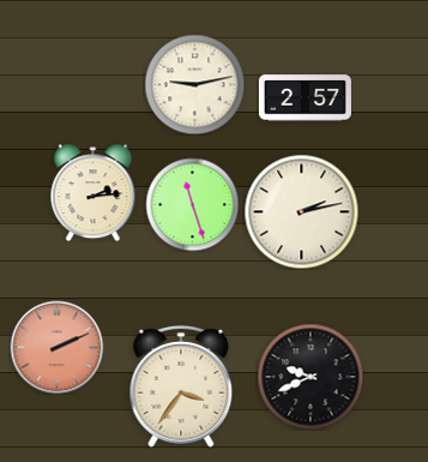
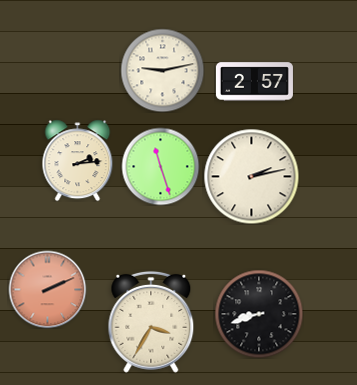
clock at (192, 204) position: (192, 204) -> (160, 166)
clock at (311, 377): 9:41 -> 8:42
clock at (181, 386): 3:36 -> 3:35
